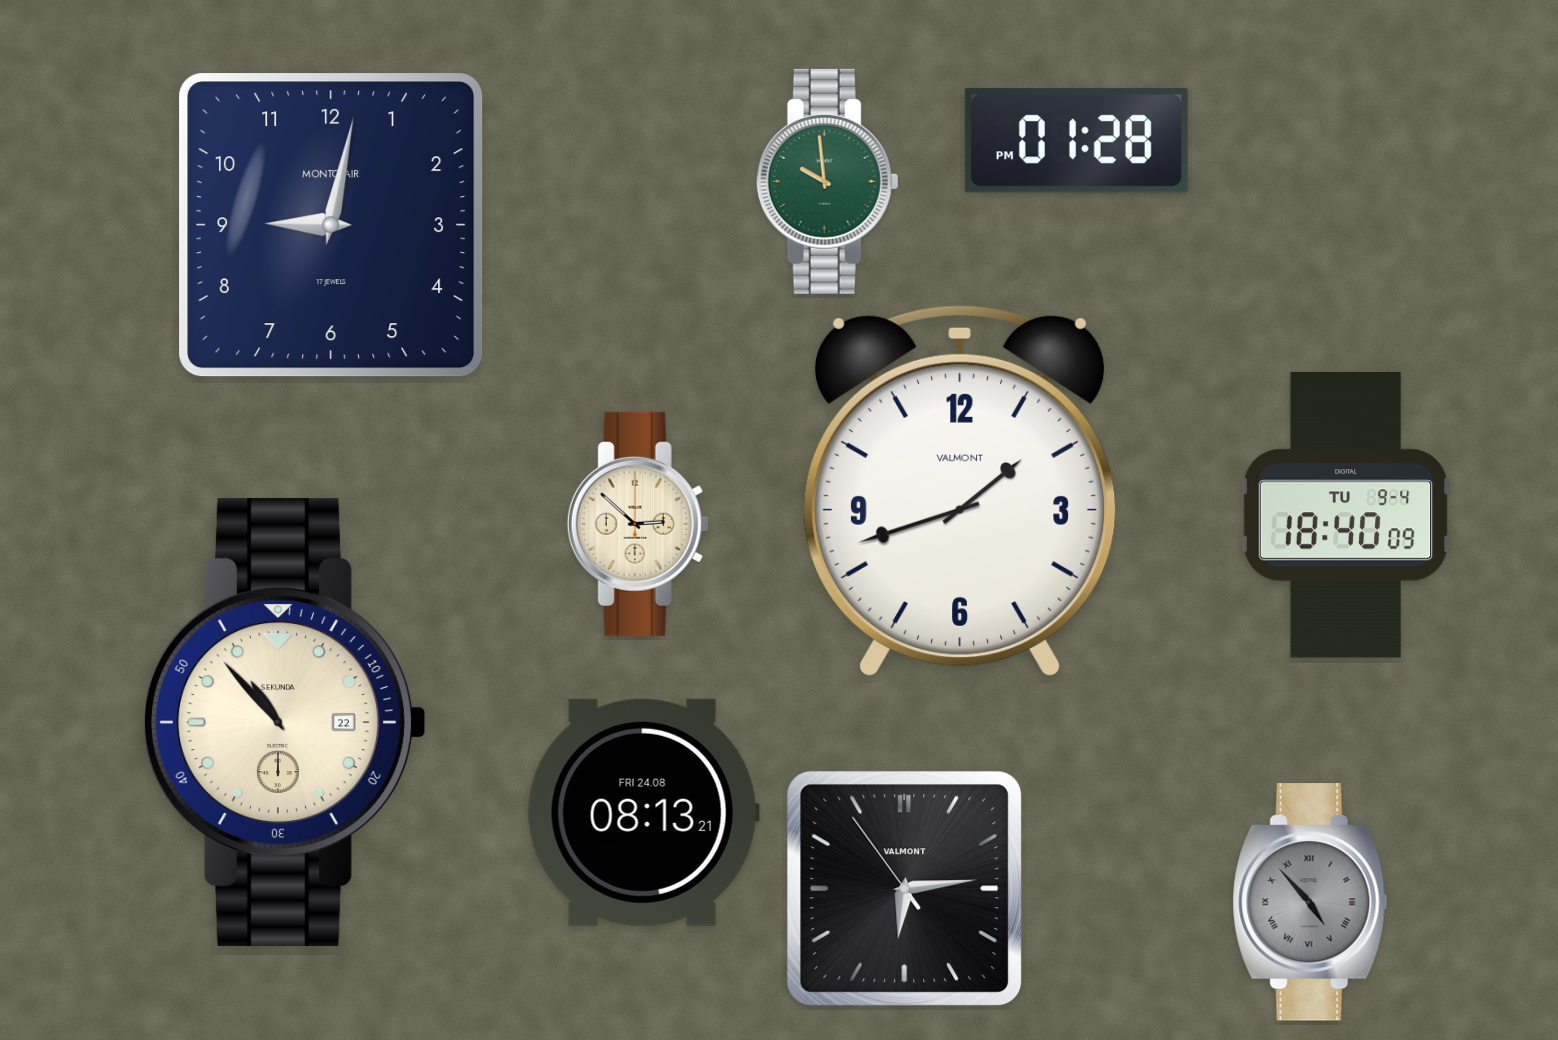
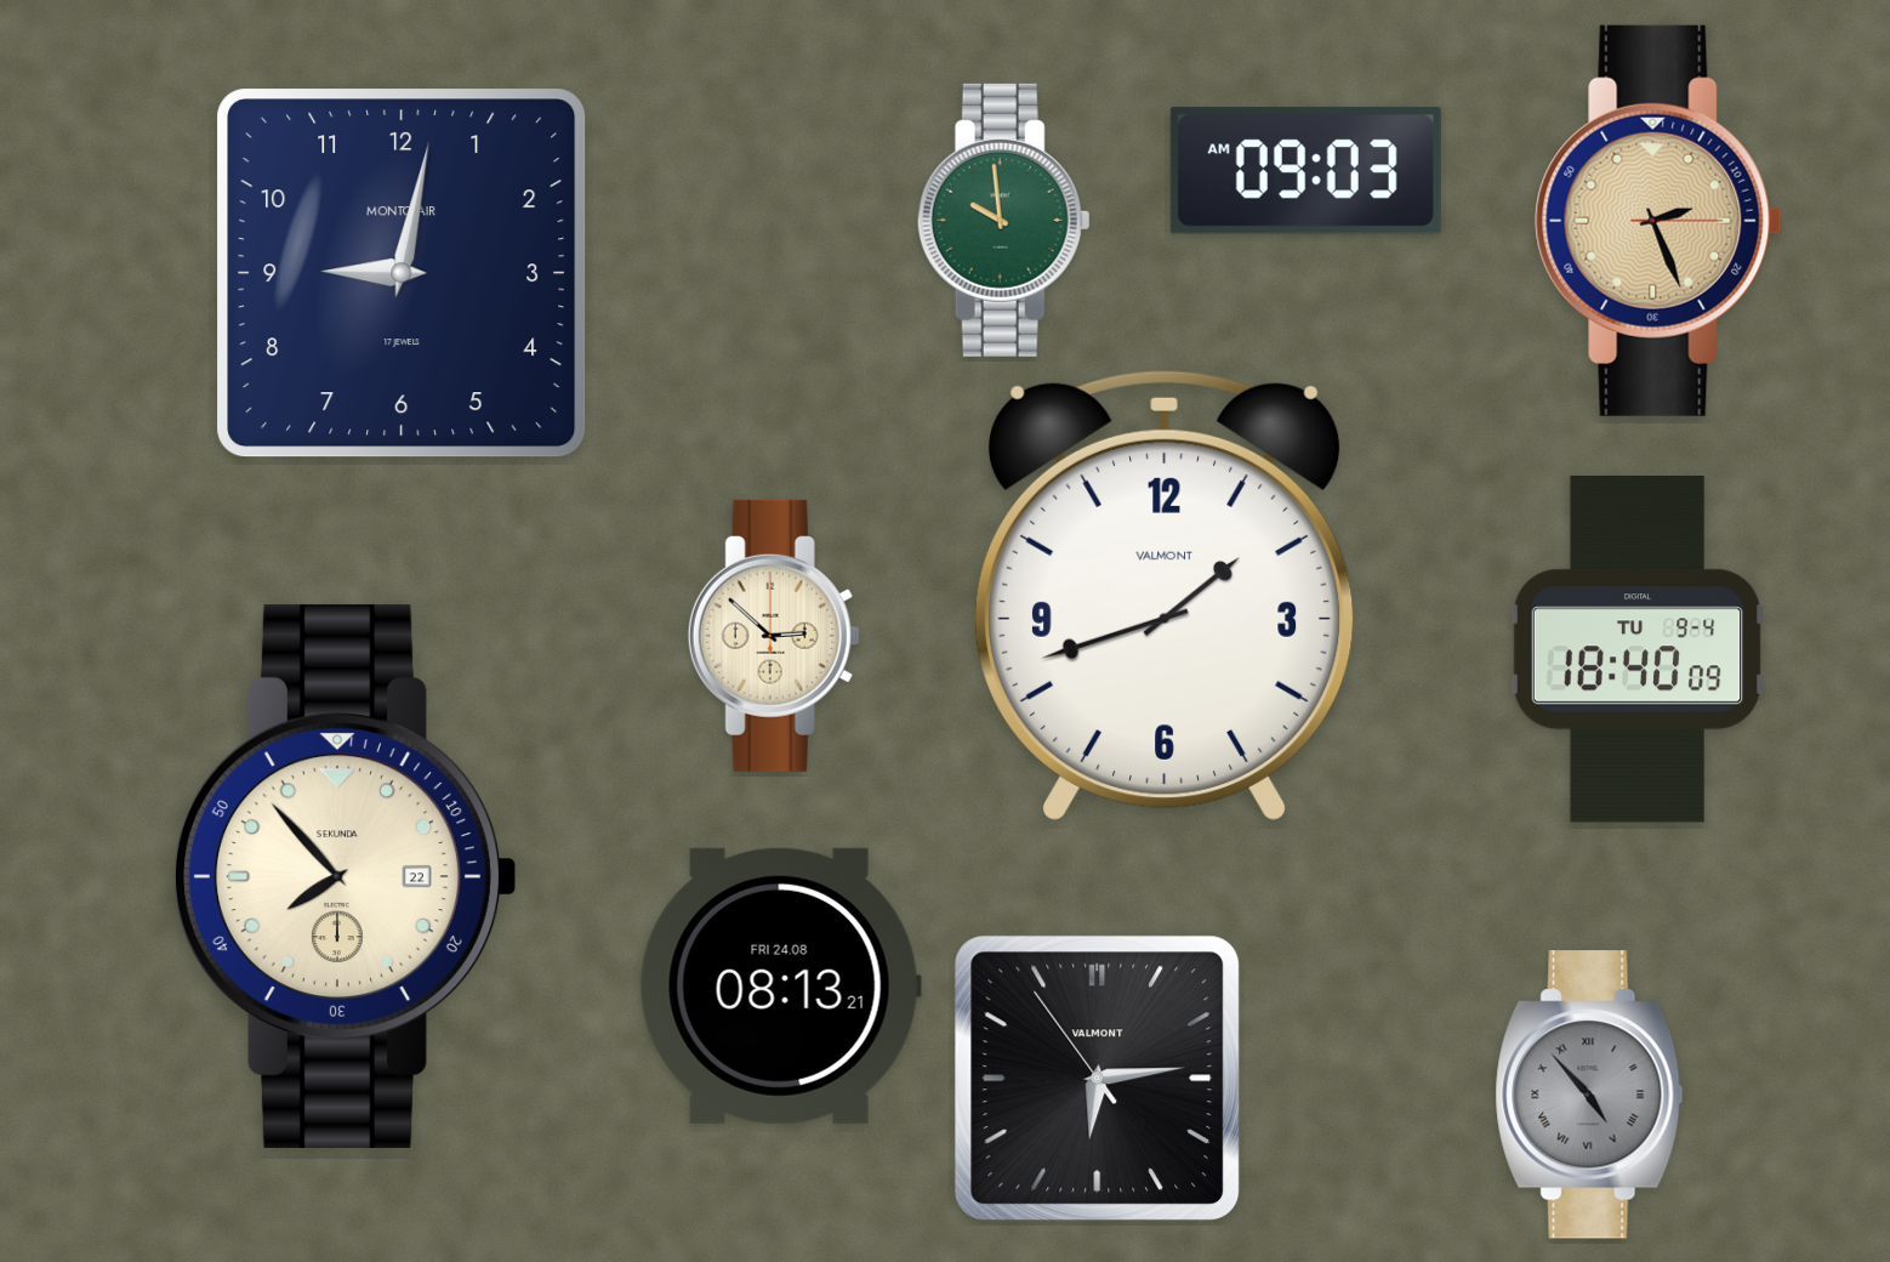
clock at (1076, 141): 01:28 -> 09:03
clock at (1658, 221): none -> 2:26
clock at (1346, 516) position: (1346, 516) -> (1638, 650)
clock at (284, 722): 10:53 -> 7:53
